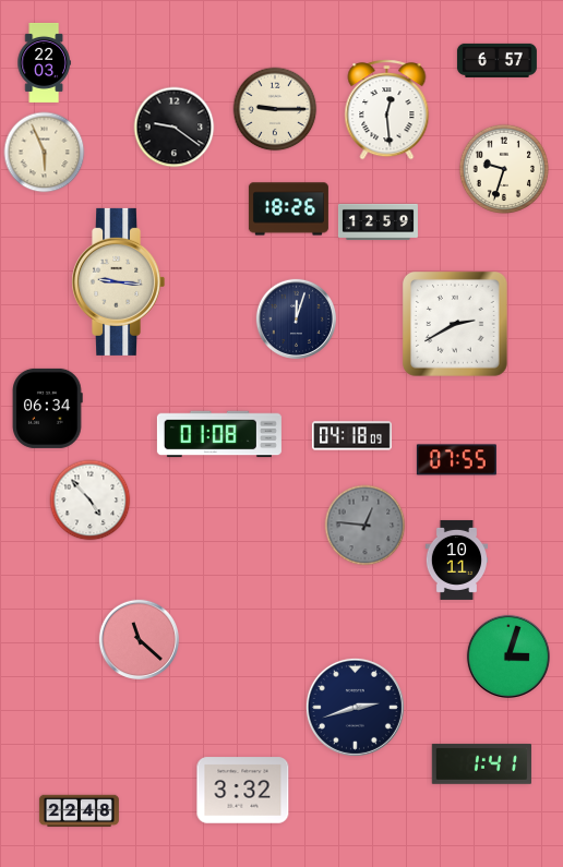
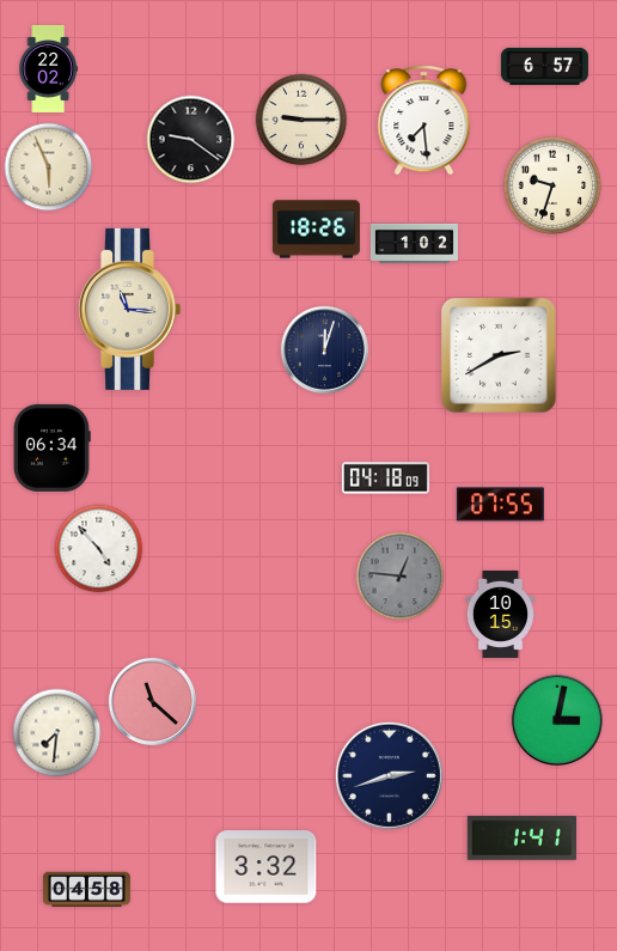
clock at (44, 62): 22:03 -> 22:02
clock at (387, 110): 12:29 -> 7:29
clock at (378, 221): 12:59 -> 1:02
clock at (119, 281): 9:16 -> 11:16
clock at (219, 434): 01:08 -> none
clock at (456, 559): 10:11 -> 10:15
clock at (508, 657): 3:03 -> 3:02
clock at (57, 733): none -> 7:31
clock at (481, 763) position: (481, 763) -> (521, 837)
clock at (79, 811): 22:48 -> 04:58
